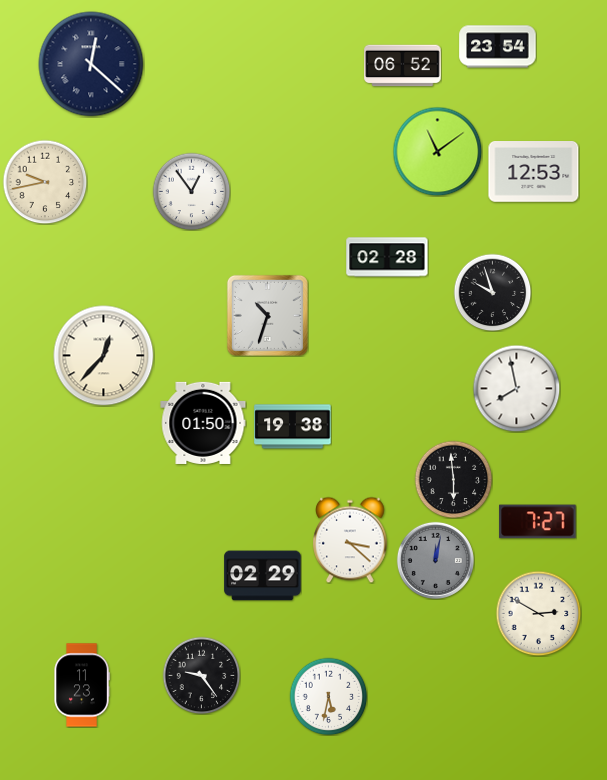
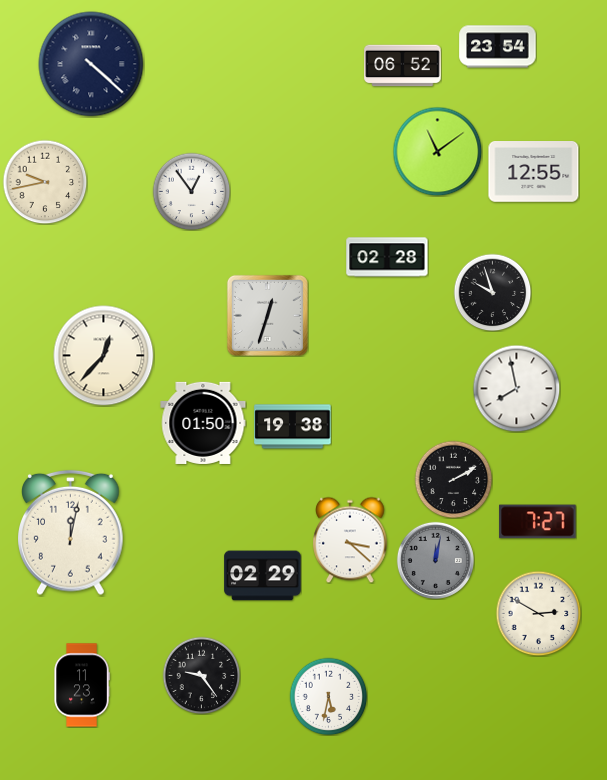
clock at (91, 64): 12:22 -> 4:22
clock at (534, 172): 12:53 -> 12:55
clock at (267, 315): 10:33 -> 12:33
clock at (453, 479): 5:59 -> 2:10
clock at (71, 533): none -> 12:02
